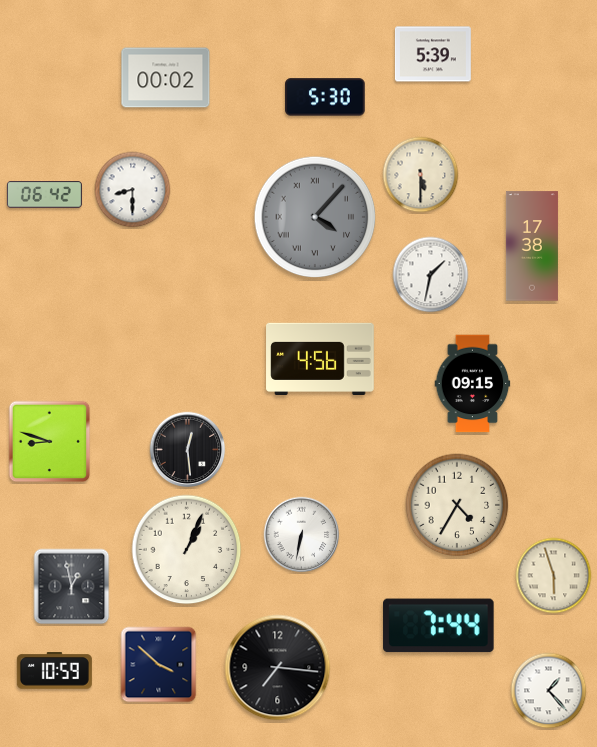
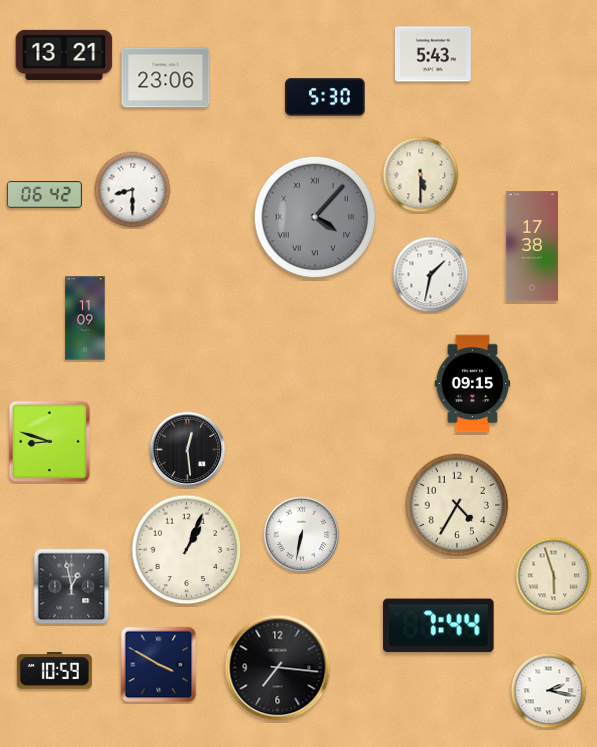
clock at (433, 54): 5:39 -> 5:43
clock at (64, 55): none -> 13:21
clock at (166, 78): 00:02 -> 23:06
clock at (85, 318): none -> 11:09
clock at (320, 358): 4:56 -> none
clock at (159, 665): 3:52 -> 3:50
clock at (549, 691): 1:23 -> 2:17
